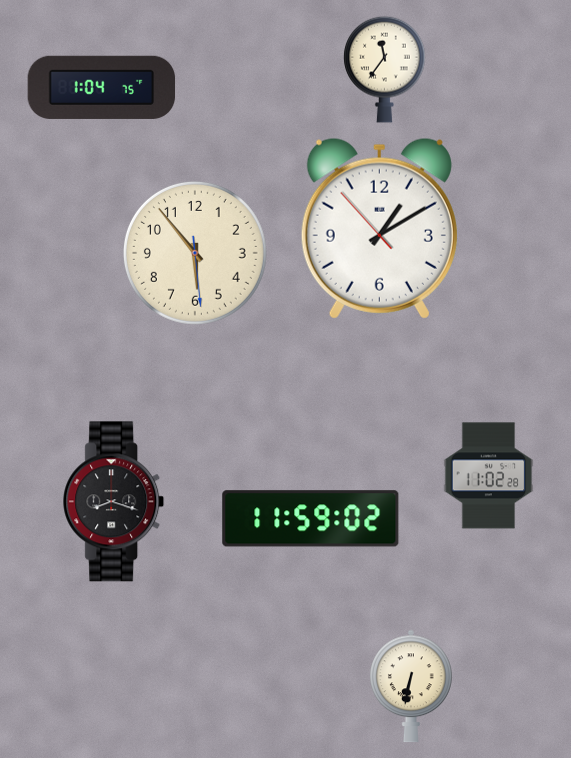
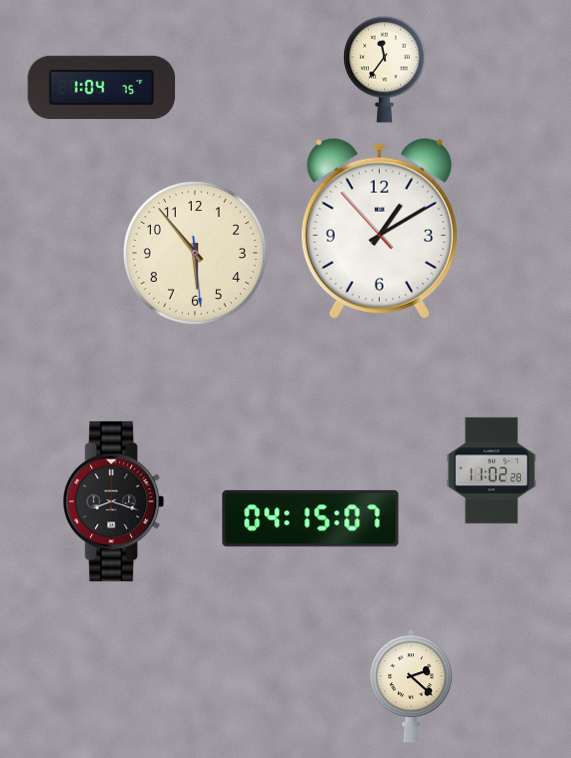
clock at (489, 476) position: (489, 476) -> (492, 471)
clock at (311, 519): 11:59 -> 04:15
clock at (412, 686): 6:32 -> 2:22
